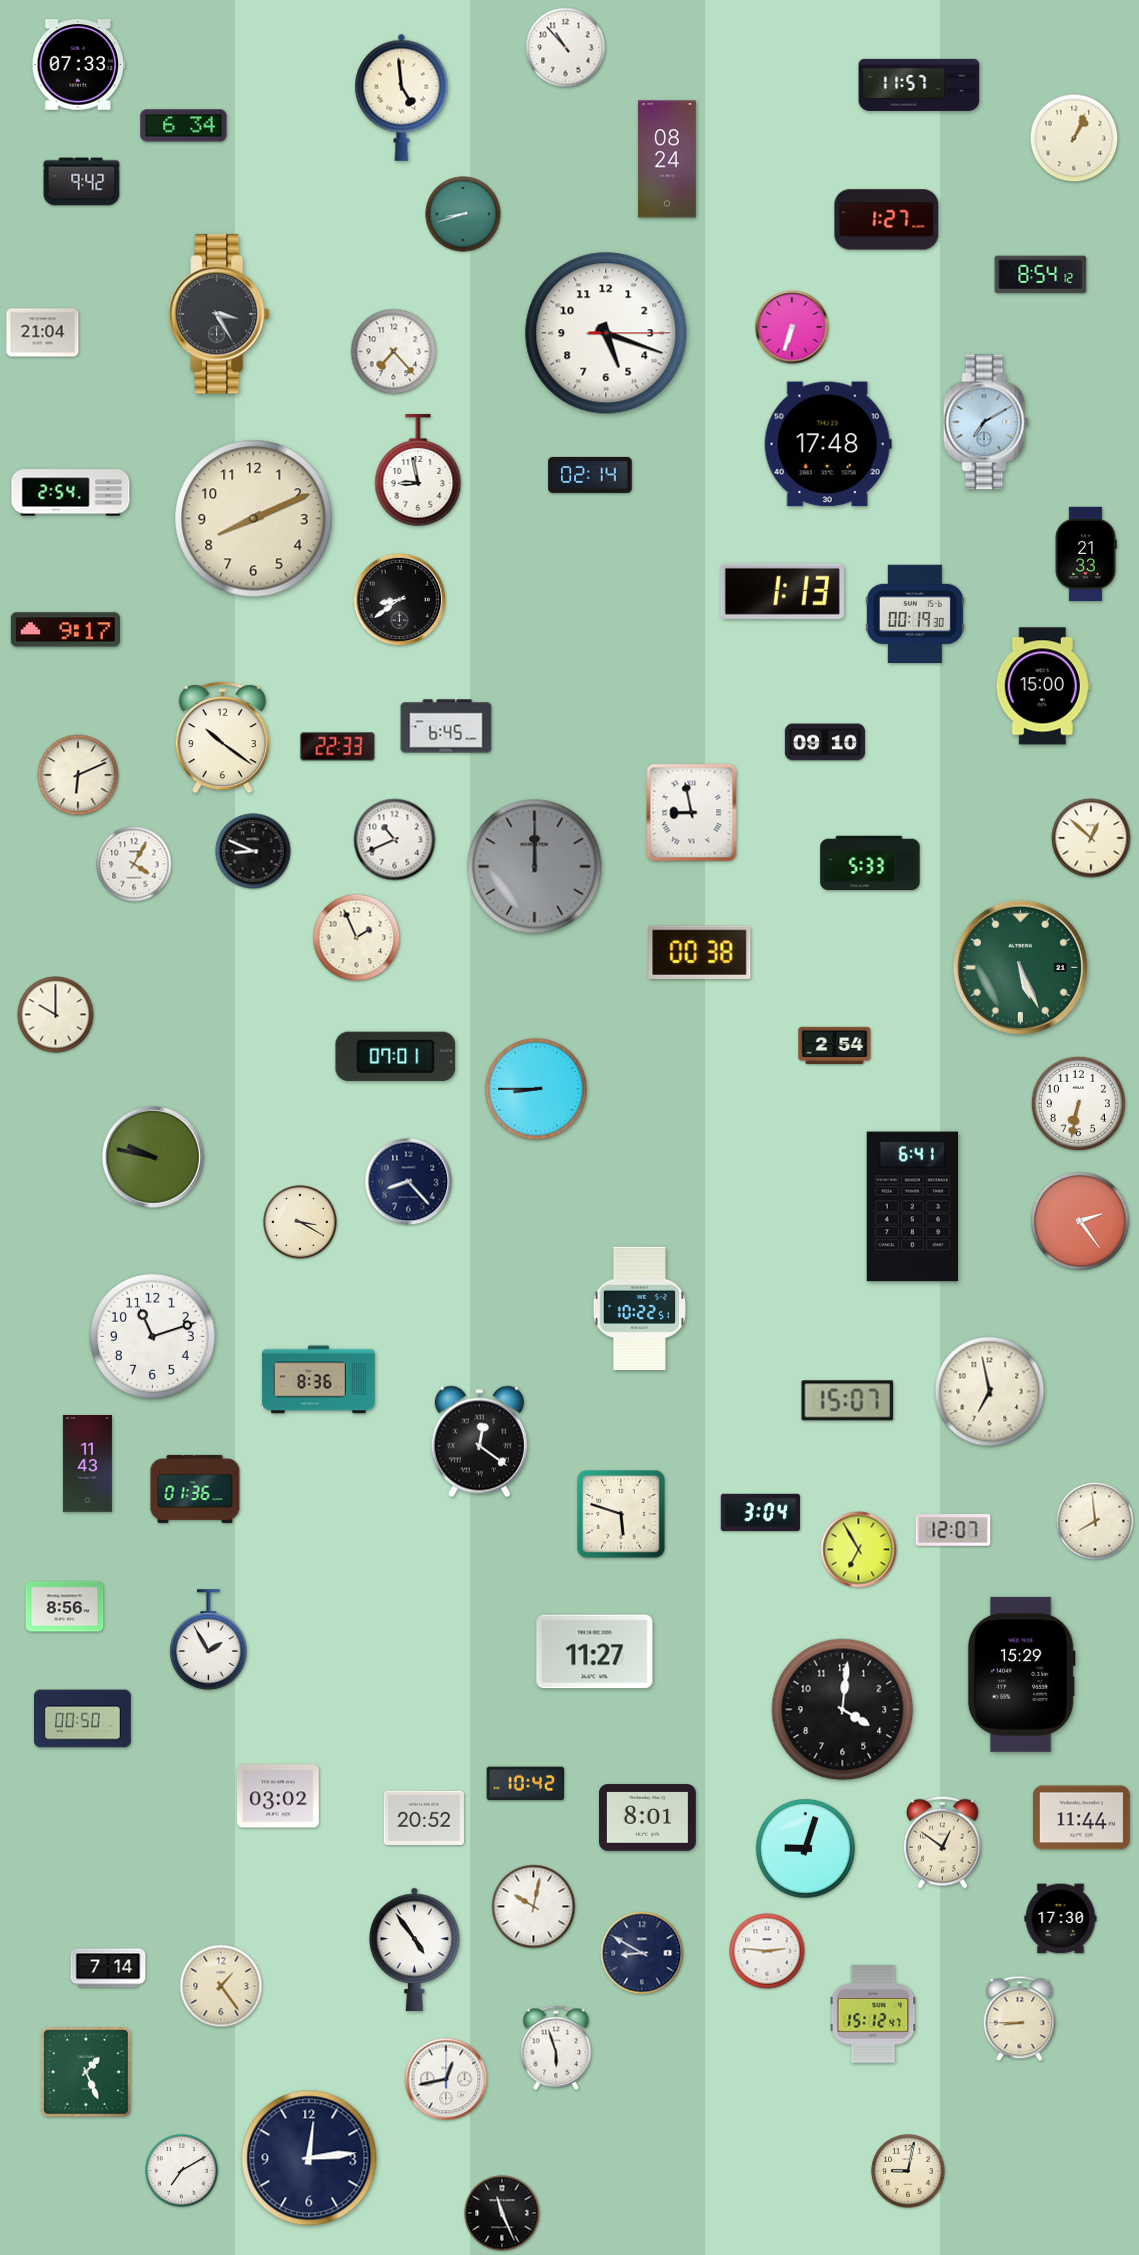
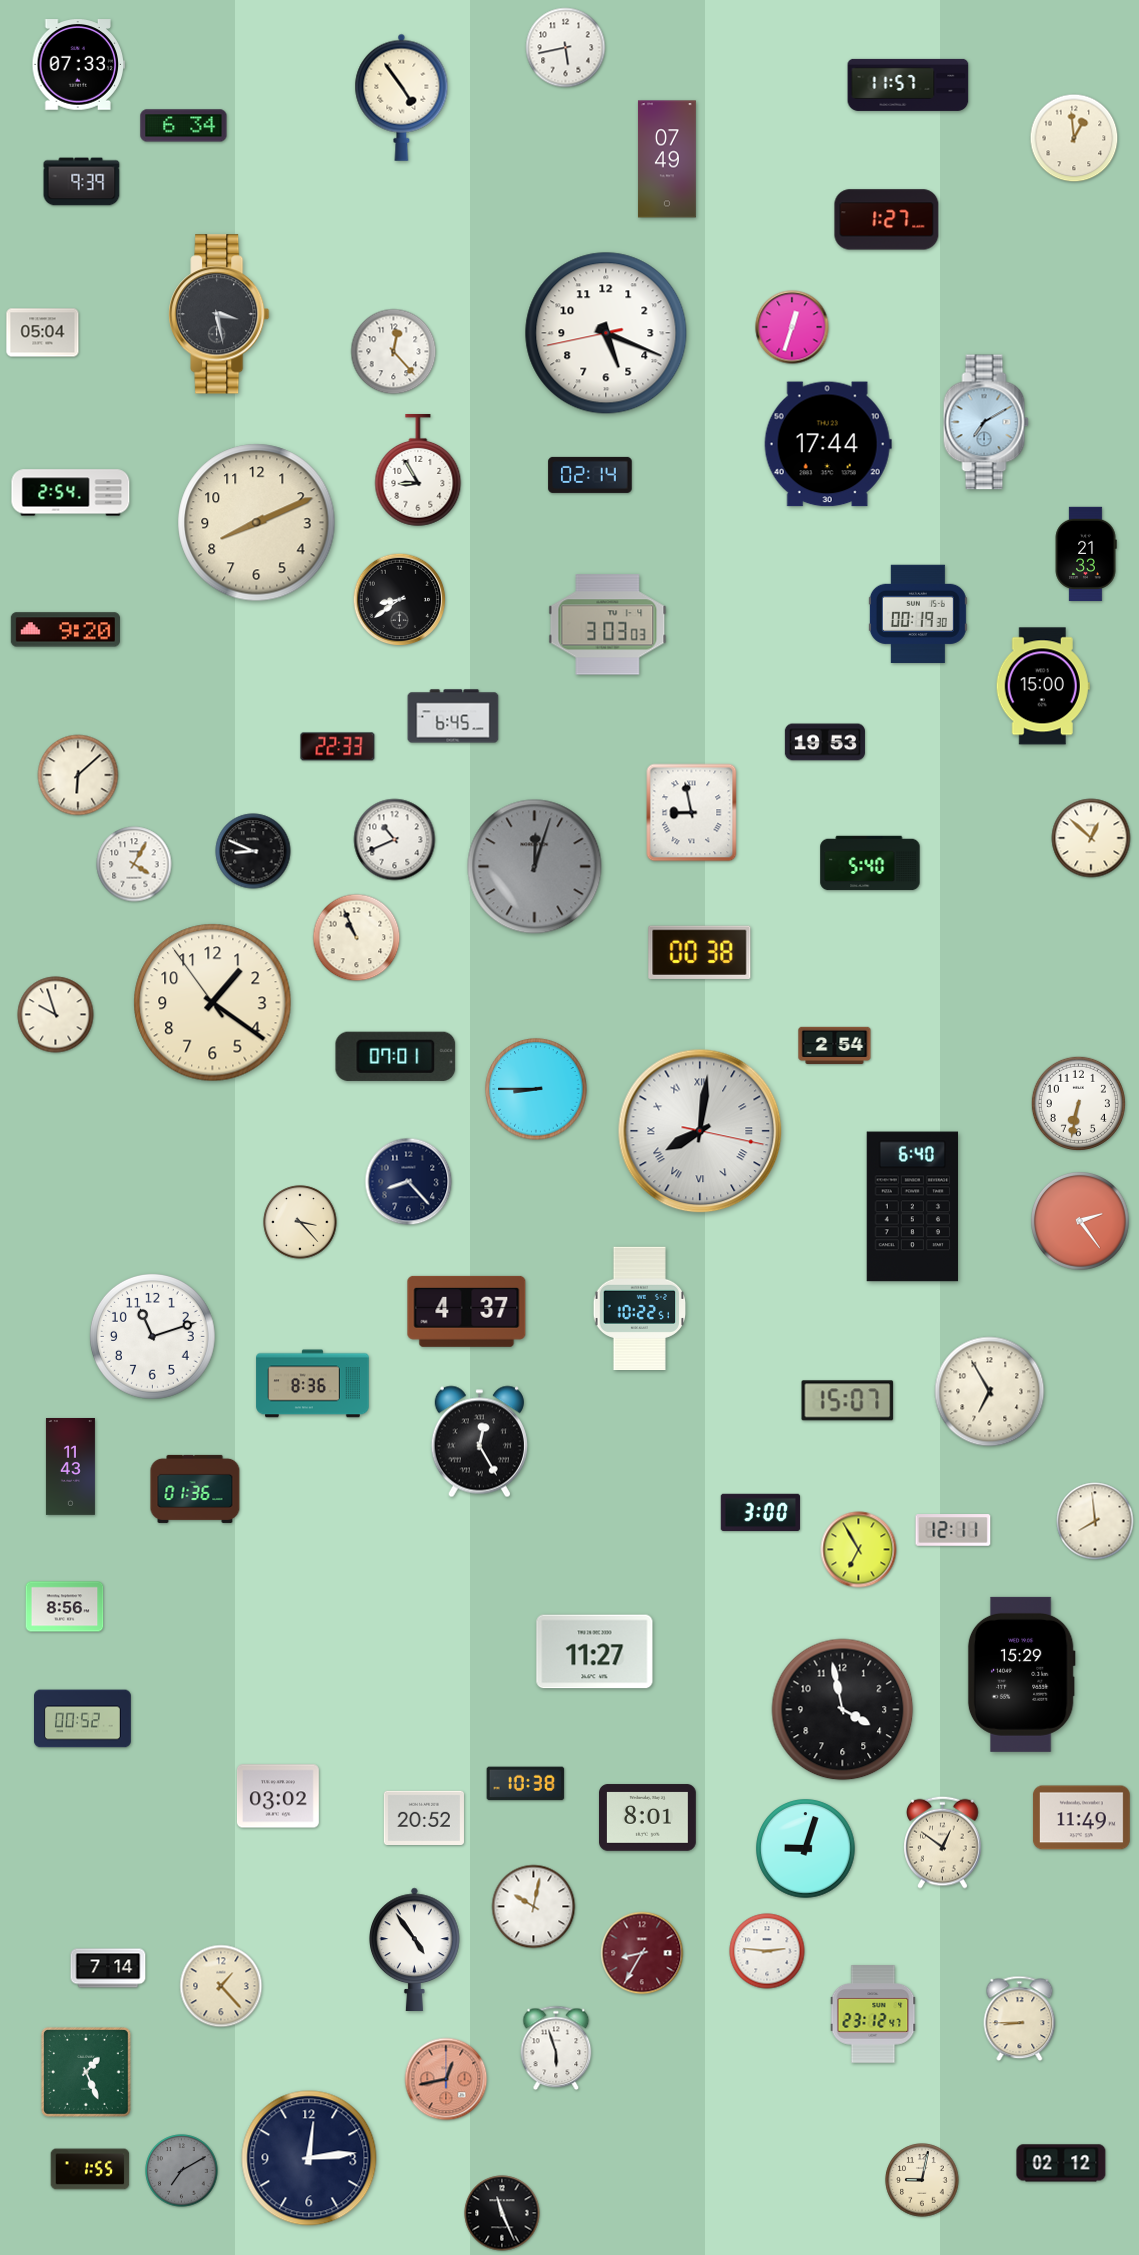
clock at (566, 48): 10:53 -> 5:43
clock at (919, 85) position: (919, 85) -> (908, 85)
clock at (402, 97): 4:59 -> 4:54
clock at (1074, 138): 1:04 -> 12:59
clock at (667, 159): 08:24 -> 07:49
clock at (82, 182): 9:42 -> 9:39
clock at (463, 214): 8:42 -> none
clock at (1041, 275): 8:54 -> none
clock at (219, 314): 3:25 -> 3:28
clock at (792, 327): 6:33 -> 12:33
clock at (43, 333): 21:04 -> 05:04
clock at (606, 333): 5:18:15 -> 5:18:43
clock at (394, 352): 7:23 -> 12:23
clock at (828, 444): 17:48 -> 17:44
clock at (418, 471): 8:58 -> 8:55
clock at (254, 519) position: (254, 519) -> (257, 523)
clock at (782, 591): 1:13 -> none
clock at (915, 613) position: (915, 613) -> (918, 613)
clock at (608, 625): none -> 3:03
clock at (65, 630): 9:17 -> 9:20
clock at (446, 726) position: (446, 726) -> (453, 716)
clock at (222, 738): 10:21 -> none
clock at (825, 742): 09:10 -> 19:53
clock at (78, 775): 6:11 -> 6:08
clock at (870, 863): 5:33 -> 5:40
clock at (535, 867): 12:00 -> 12:03
clock at (357, 938): 1:56 -> 10:56
clock at (1020, 967): 5:26 -> none
clock at (213, 1003): none -> 1:20
clock at (56, 1015): 10:00 -> 9:57
clock at (700, 1131): none -> 8:01
clock at (153, 1157): 9:47 -> none
clock at (913, 1207): 6:41 -> 6:40
clock at (300, 1222): 3:20 -> 3:23
clock at (467, 1311): none -> 4:37
clock at (319, 1380) position: (319, 1380) -> (313, 1384)
clock at (990, 1392): 6:58 -> 6:55
clock at (479, 1442): 12:21 -> 12:25
clock at (87, 1464) position: (87, 1464) -> (70, 1467)
clock at (760, 1513): 3:04 -> 3:00
clock at (621, 1514): 5:48 -> none
clock at (953, 1530): 12:07 -> 12:11
clock at (209, 1640): 1:55 -> none
clock at (843, 1710): 4:01 -> 3:58
clock at (83, 1719): 00:50 -> 00:52
clock at (526, 1784): 10:42 -> 10:38
clock at (1081, 1818): 11:44 -> 11:49
clock at (1061, 1919): 17:30 -> none
clock at (642, 1953): 8:50 -> 8:35
clock at (642, 1953) dial: navy -> burgundy
clock at (221, 1986): 1:24 -> 1:23
clock at (873, 2014): 15:12 -> 23:12
clock at (446, 2079) dial: white -> salmon
clock at (1061, 2163): none -> 02:12
clock at (90, 2169): none -> 1:55
clock at (182, 2171) dial: white -> grey
clock at (908, 2171) position: (908, 2171) -> (922, 2180)
